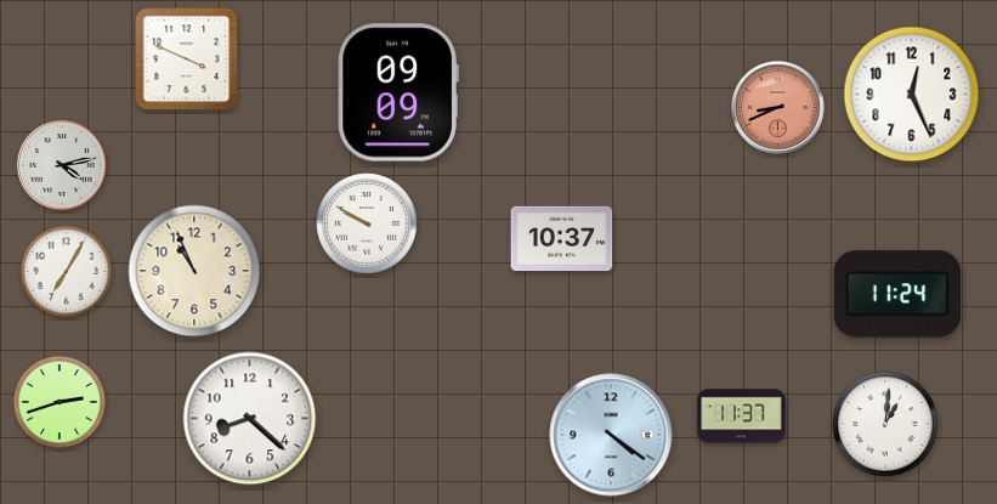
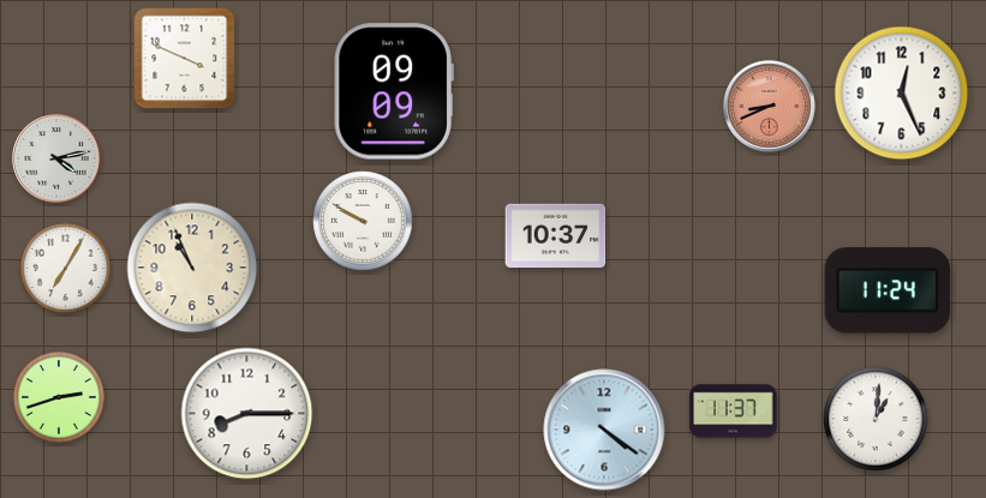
clock at (62, 165) position: (62, 165) -> (56, 158)
clock at (250, 419): 8:22 -> 8:15
